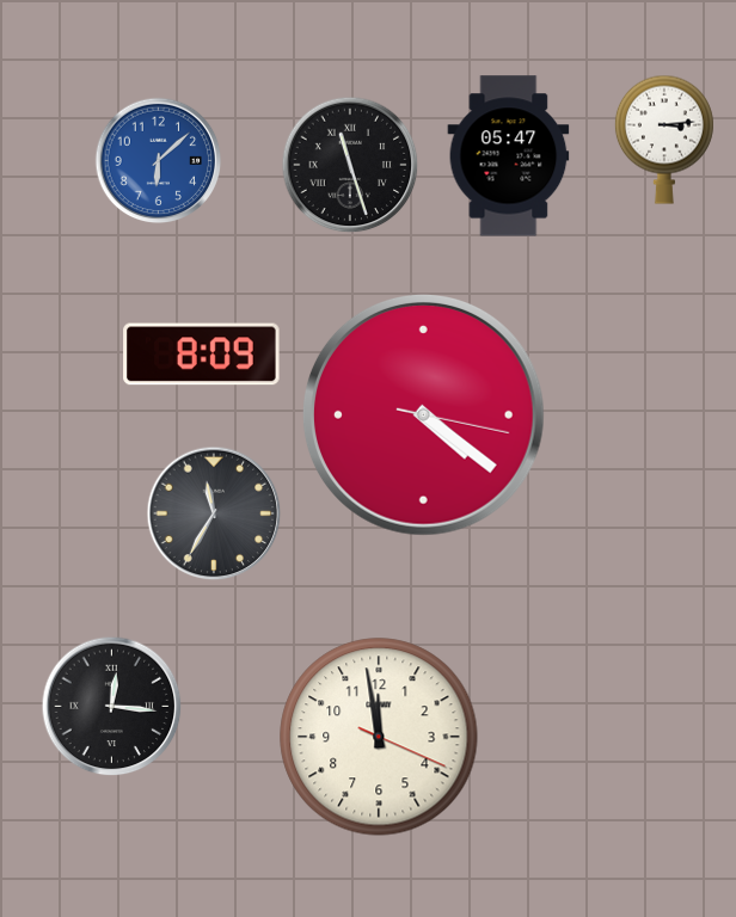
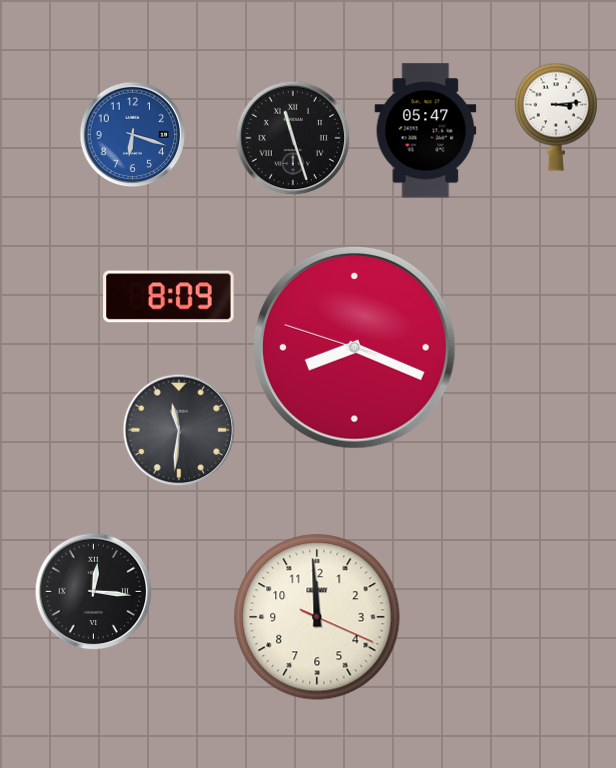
clock at (159, 161): 6:08 -> 6:18
clock at (423, 414): 4:21 -> 8:18
clock at (214, 513): 11:35 -> 11:31
clock at (379, 737): 11:58 -> 11:59
